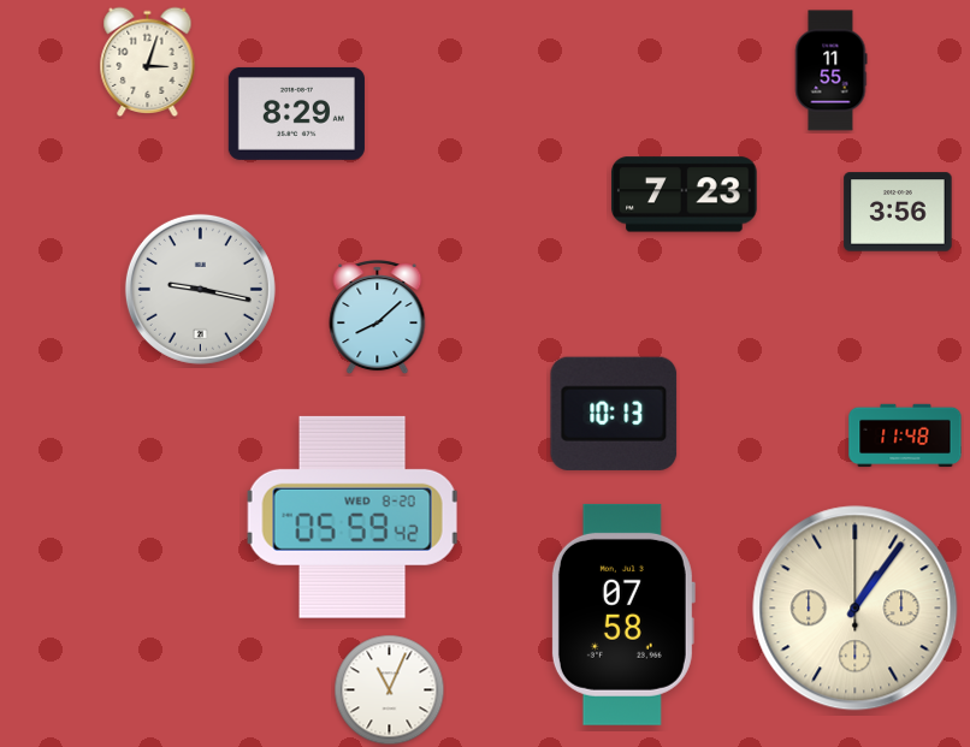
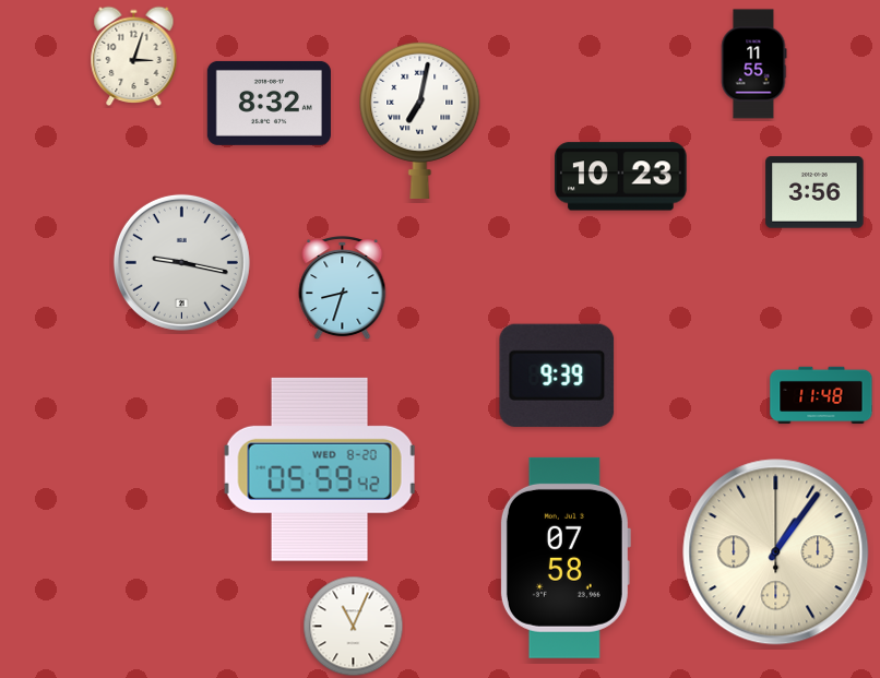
clock at (296, 113): 8:29 -> 8:32
clock at (420, 119): none -> 7:02
clock at (685, 195): 7:23 -> 10:23
clock at (378, 318): 8:08 -> 8:33
clock at (614, 414): 10:13 -> 9:39
